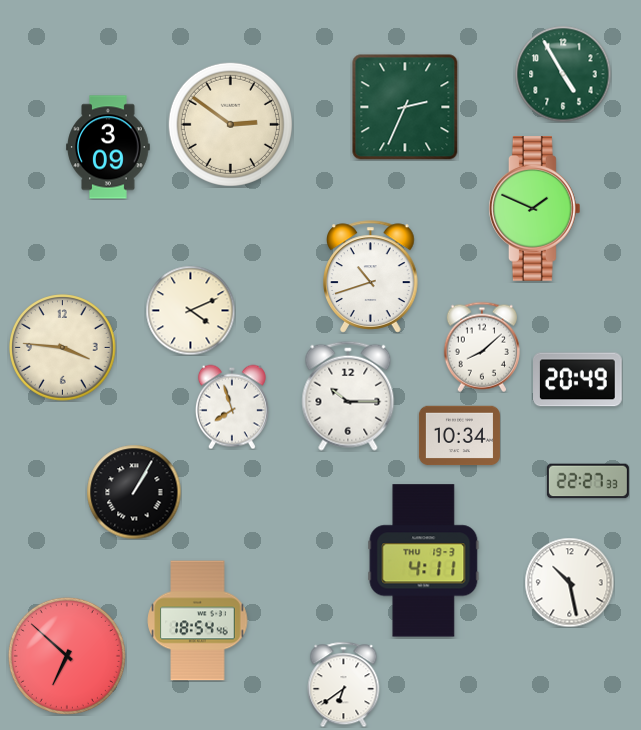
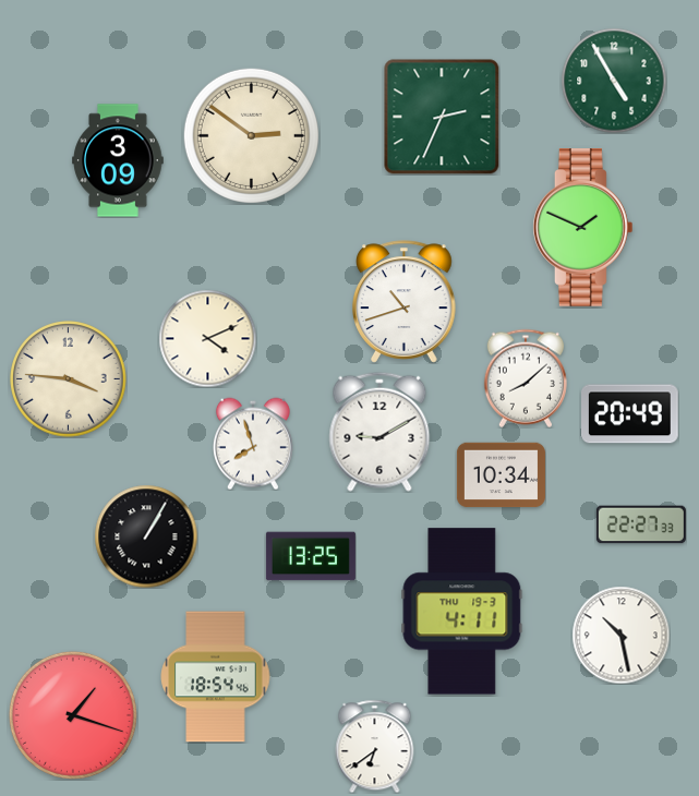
clock at (348, 396): 10:15 -> 9:10
clock at (311, 556): none -> 13:25
clock at (67, 656): 6:52 -> 1:18
